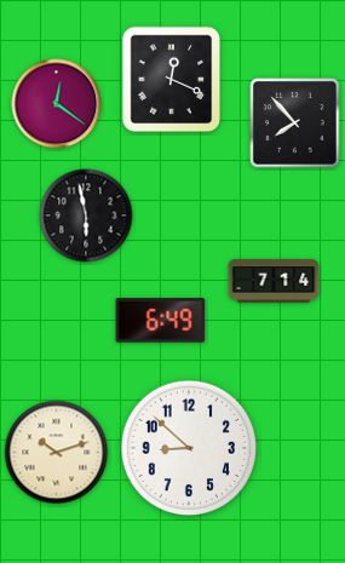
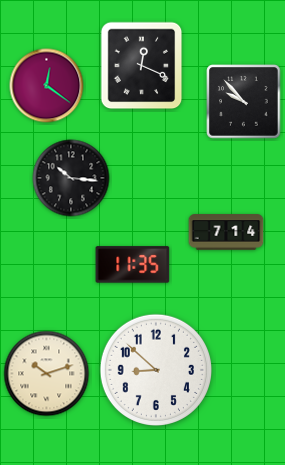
clock at (295, 123): 7:53 -> 9:53
clock at (86, 216): 5:58 -> 10:16
clock at (161, 321): 6:49 -> 11:35
